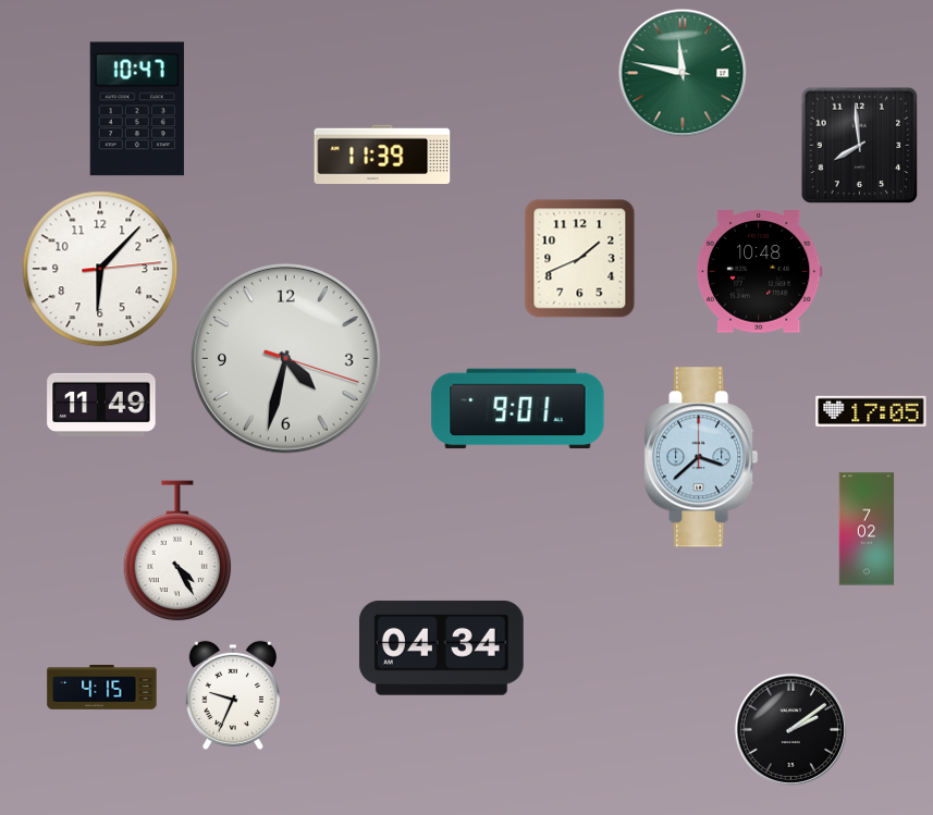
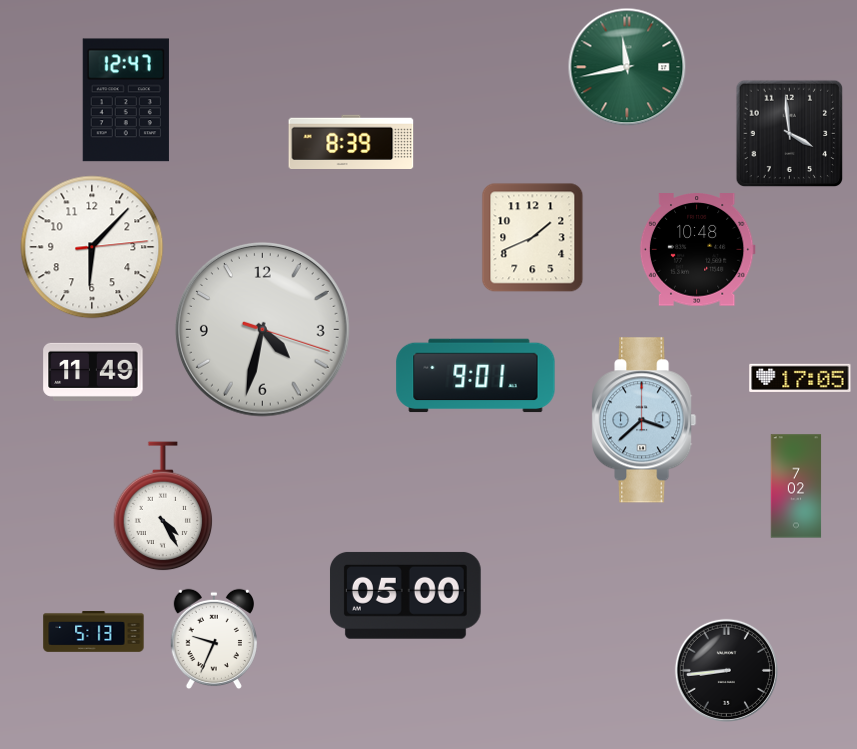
clock at (683, 73): 11:47 -> 11:43
clock at (137, 109): 10:47 -> 12:47
clock at (859, 145): 7:59 -> 3:59
clock at (382, 153): 11:39 -> 8:39
clock at (441, 647): 04:34 -> 05:00
clock at (102, 687): 4:15 -> 5:13
clock at (790, 729): 2:09 -> 8:44
